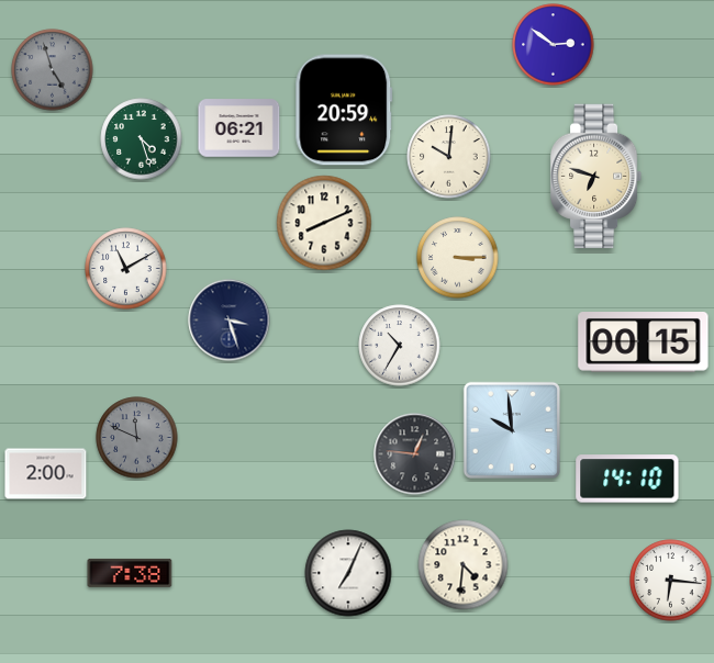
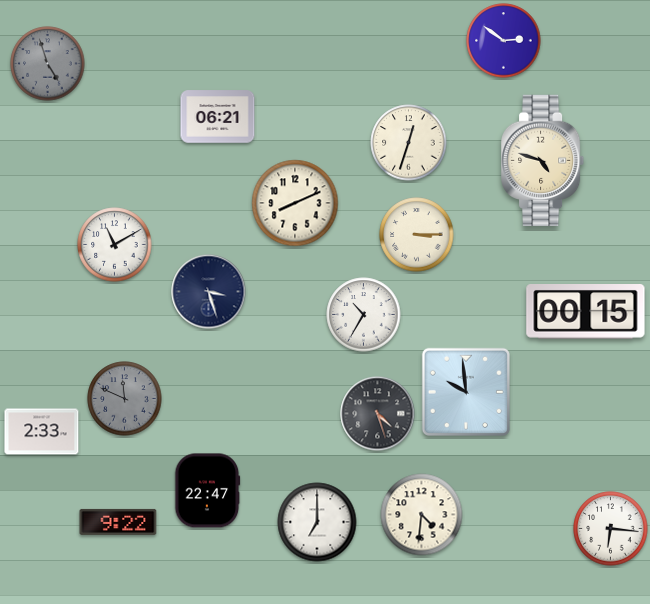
clock at (344, 110): 20:59 -> none
clock at (142, 139): 4:27 -> none
clock at (449, 157): 10:01 -> 12:33
clock at (598, 177): 6:48 -> 4:48
clock at (415, 454): 12:46 -> 4:27
clock at (46, 474): 2:00 -> 2:33
clock at (627, 479): 14:10 -> none
clock at (208, 491): none -> 22:47
clock at (130, 573): 7:38 -> 9:22
clock at (348, 573): 7:04 -> 7:00
